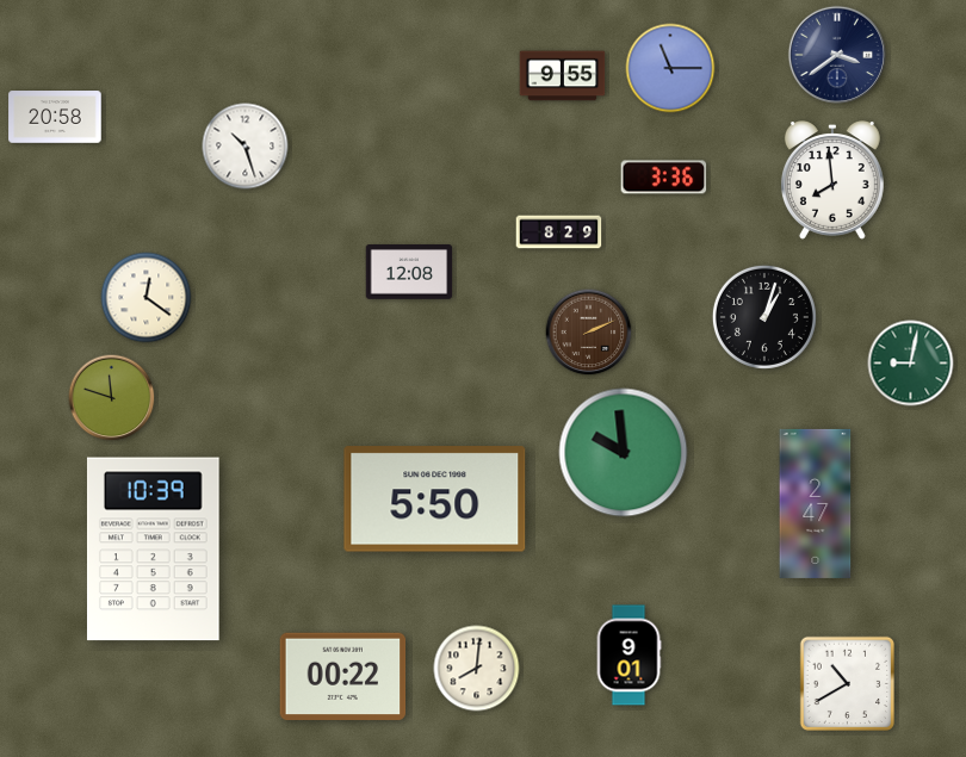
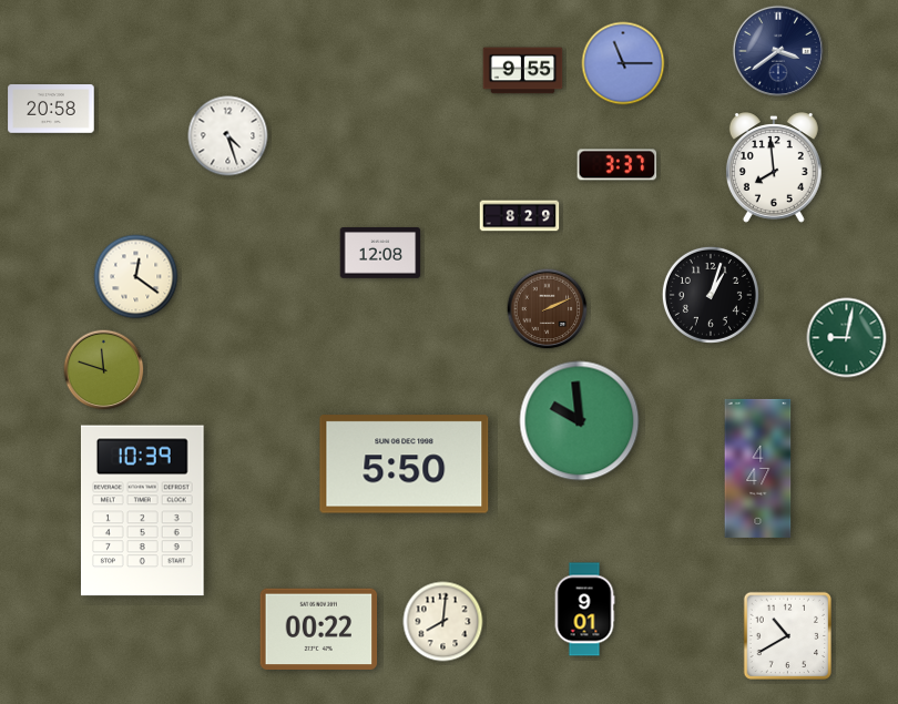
clock at (246, 147): 10:27 -> 4:27
clock at (664, 178): 3:36 -> 3:37
clock at (816, 503): 2:47 -> 4:47
